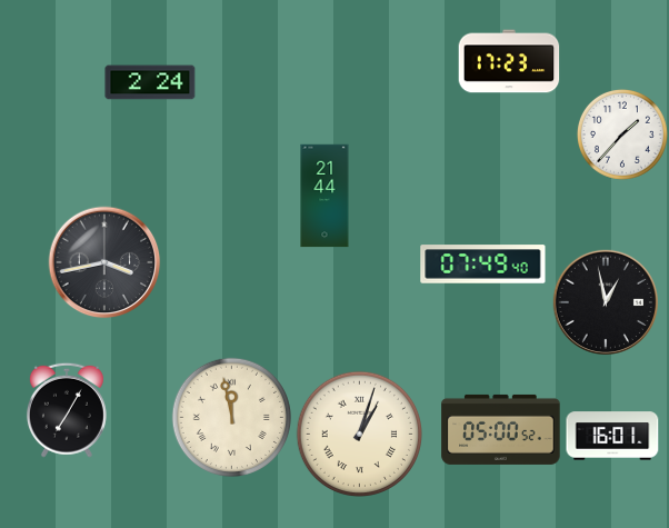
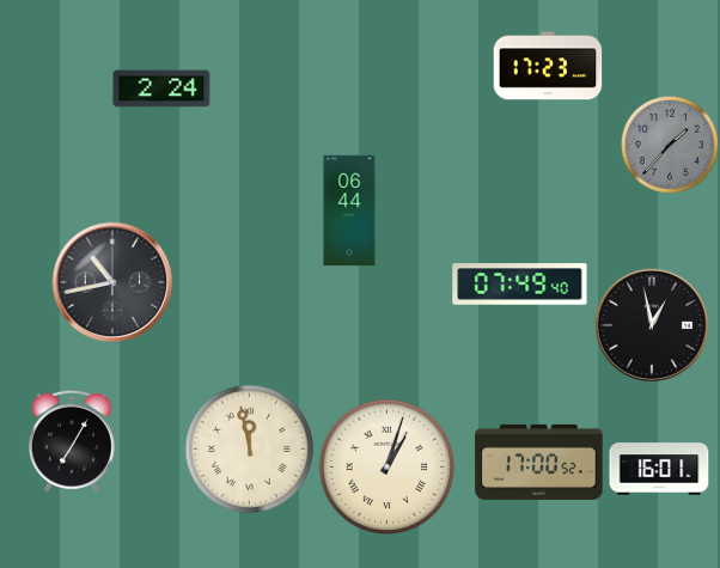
clock at (622, 135) dial: white -> grey
clock at (324, 196): 21:44 -> 06:44
clock at (104, 262): 3:43 -> 10:43
clock at (501, 429): 05:00 -> 17:00
